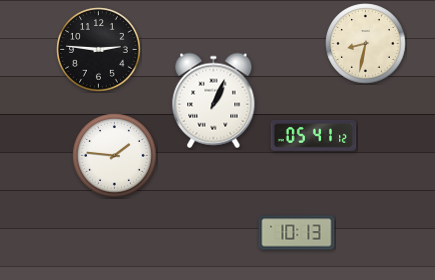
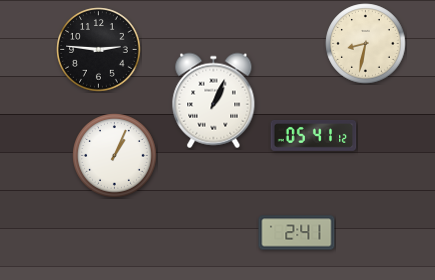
clock at (115, 156): 1:46 -> 1:04
clock at (297, 233): 10:13 -> 2:41
